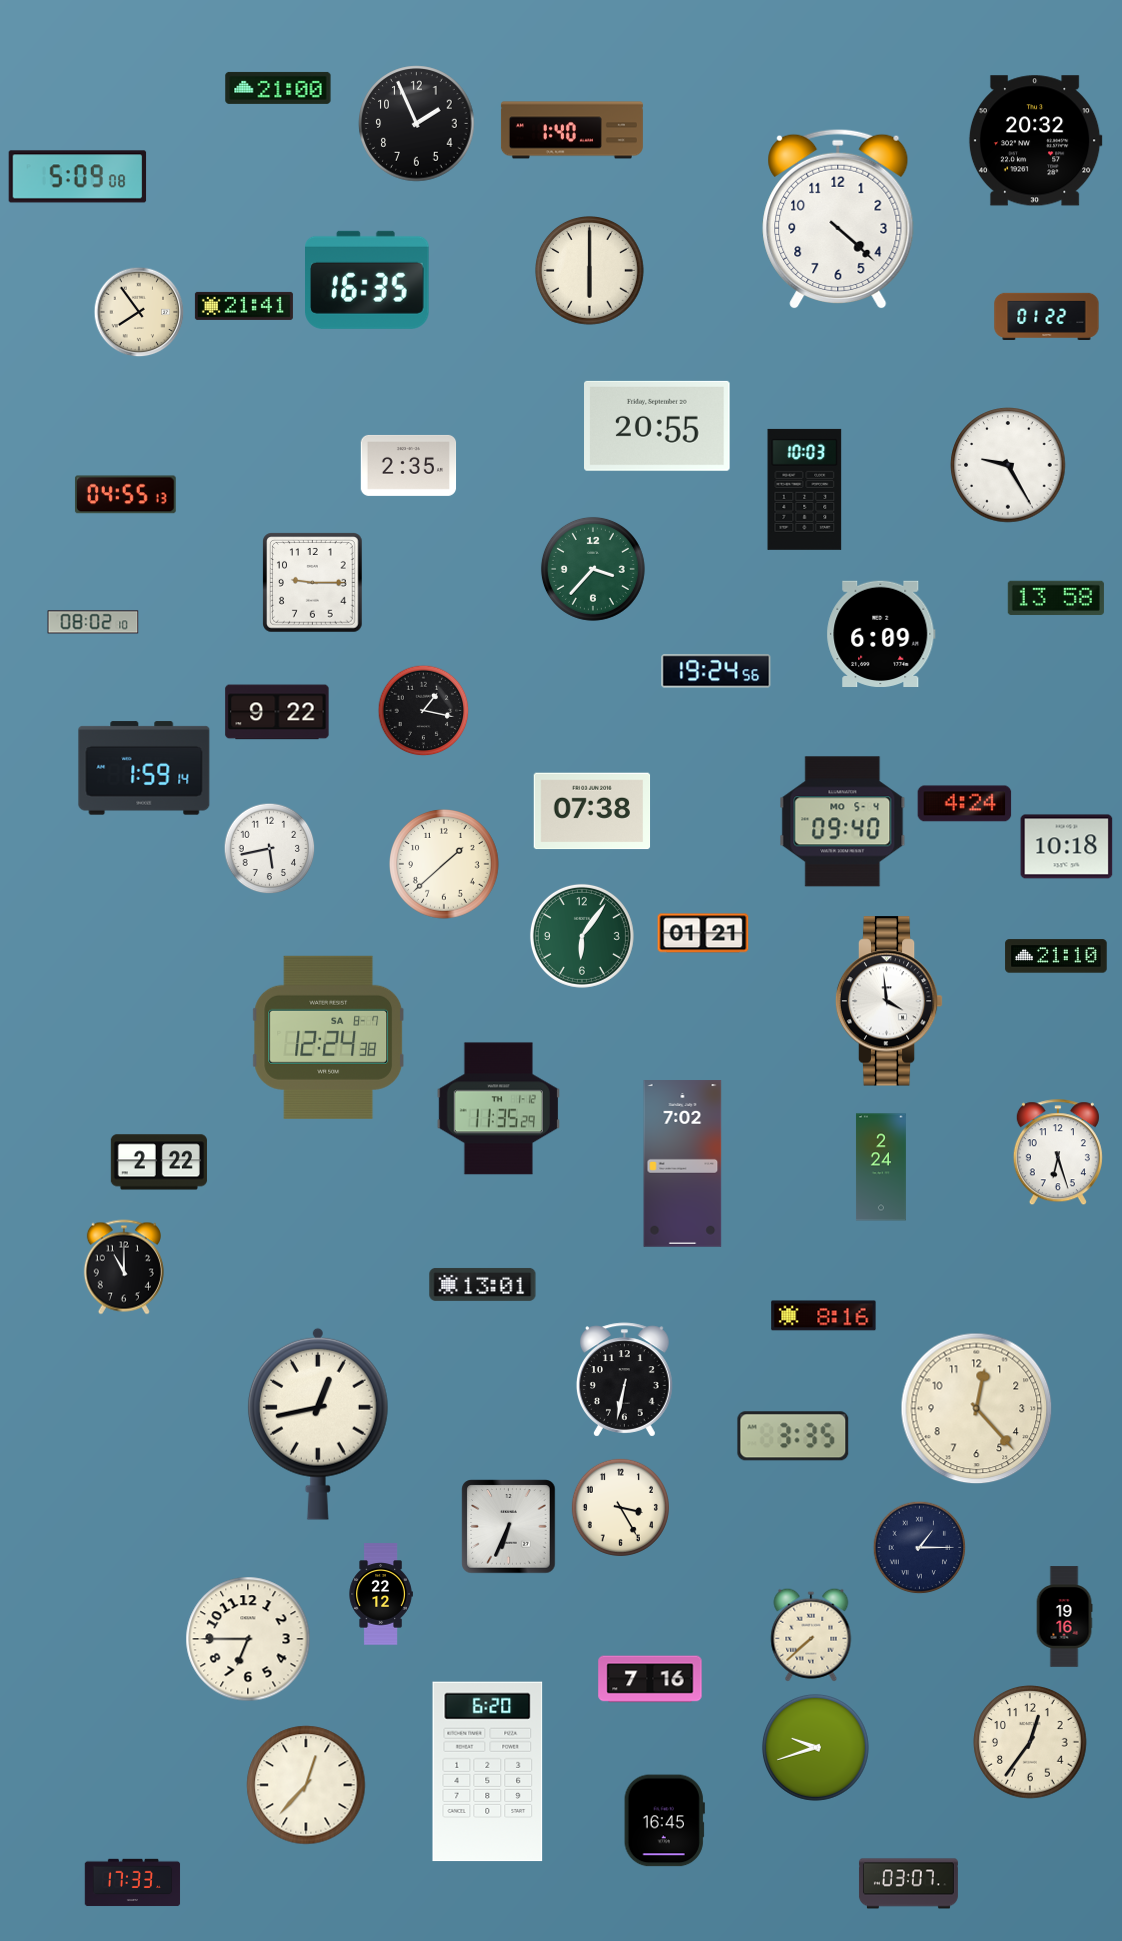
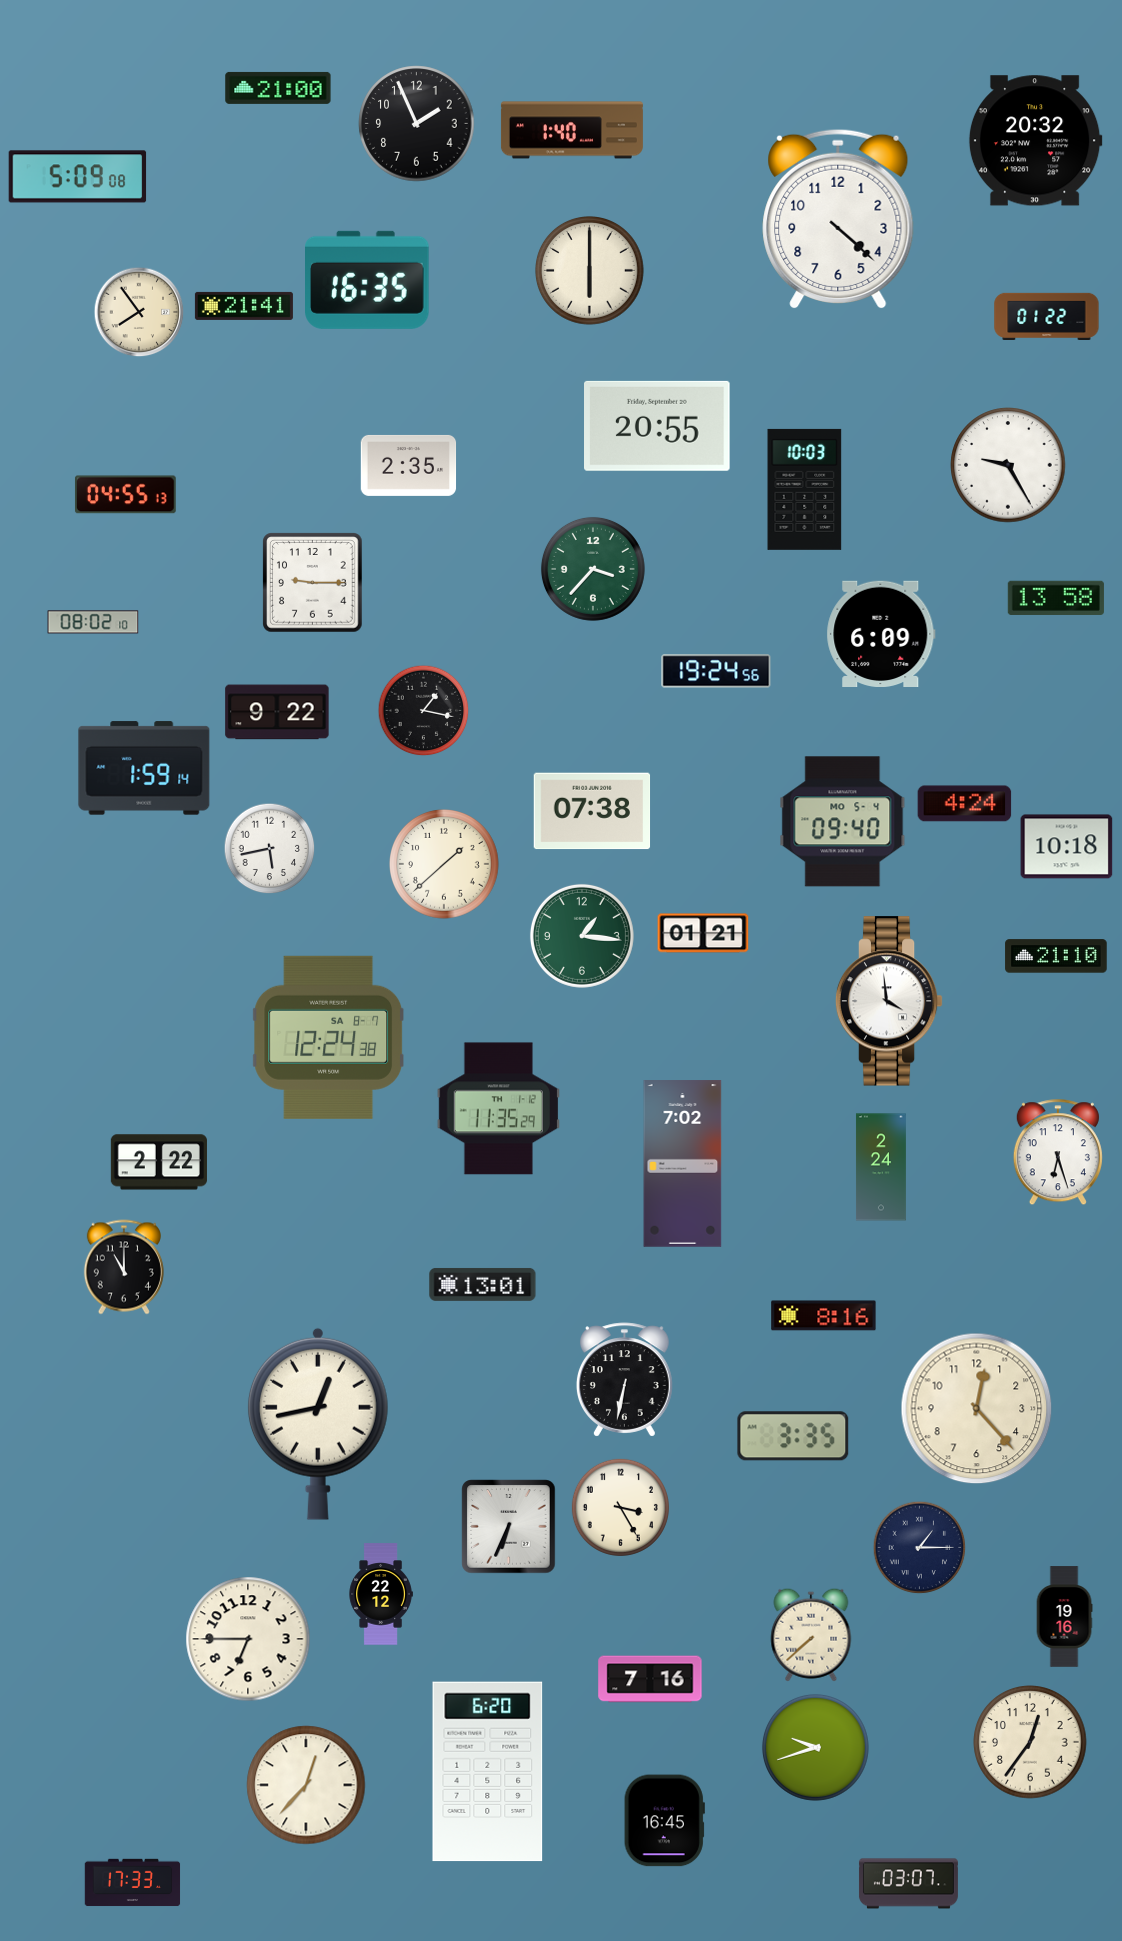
clock at (582, 936): 6:06 -> 1:16
